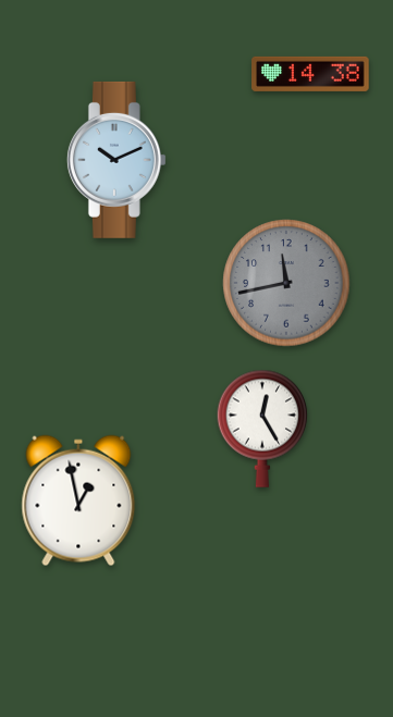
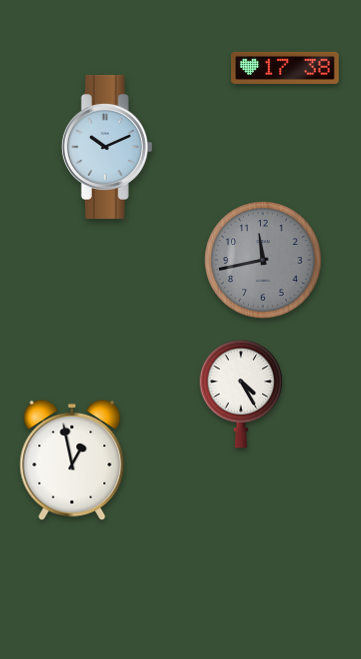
clock at (310, 74): 14:38 -> 17:38
clock at (262, 429): 12:25 -> 4:25
